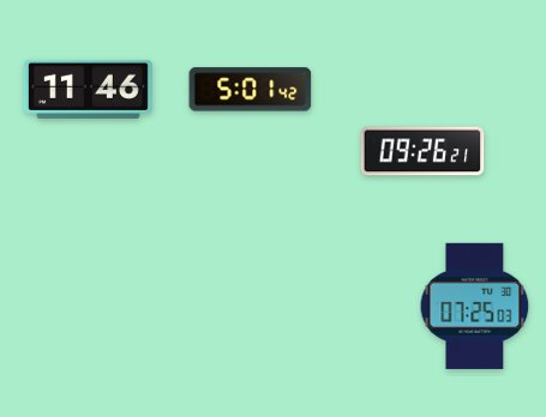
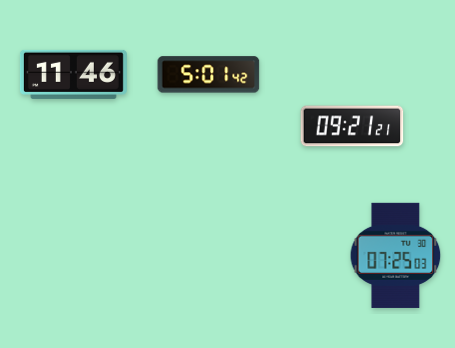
clock at (422, 151): 09:26 -> 09:21
